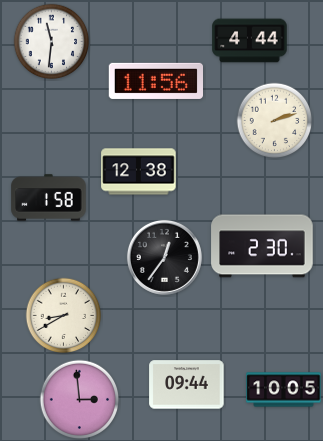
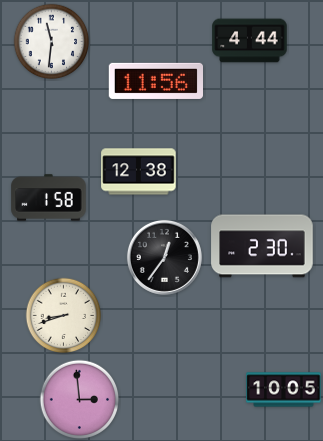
clock at (275, 121): 2:12 -> none
clock at (64, 316): 8:40 -> 8:42
clock at (187, 385): 09:44 -> none
